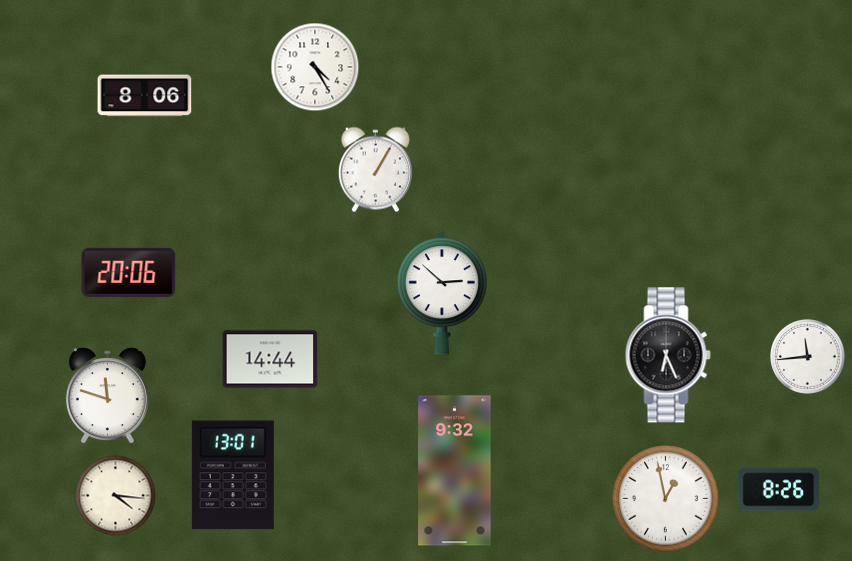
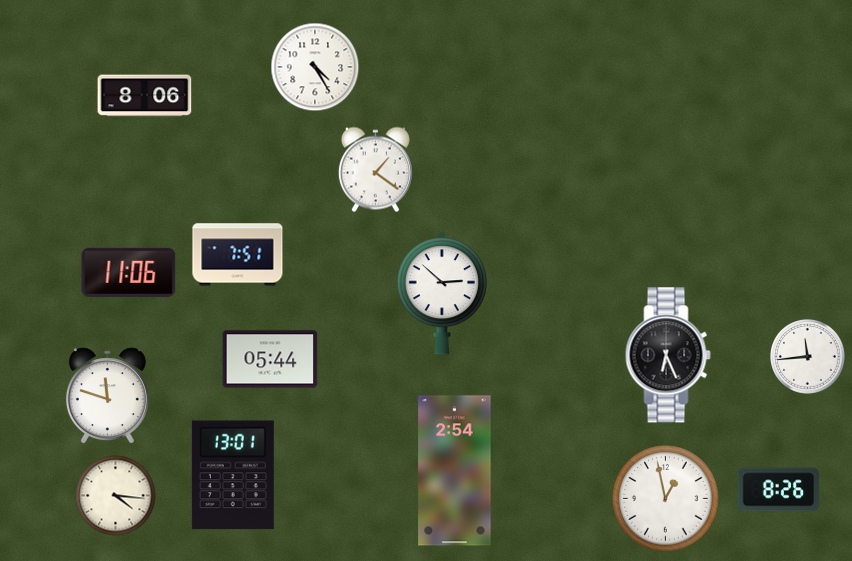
clock at (375, 170): 1:05 -> 1:21
clock at (238, 255): none -> 7:51
clock at (129, 272): 20:06 -> 11:06
clock at (270, 359): 14:44 -> 05:44
clock at (455, 471): 9:32 -> 2:54
